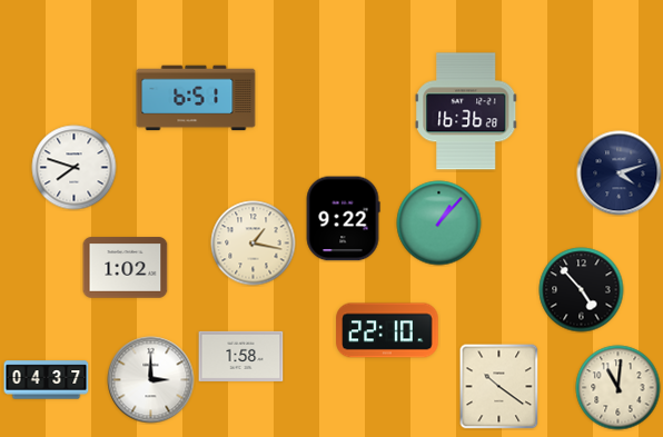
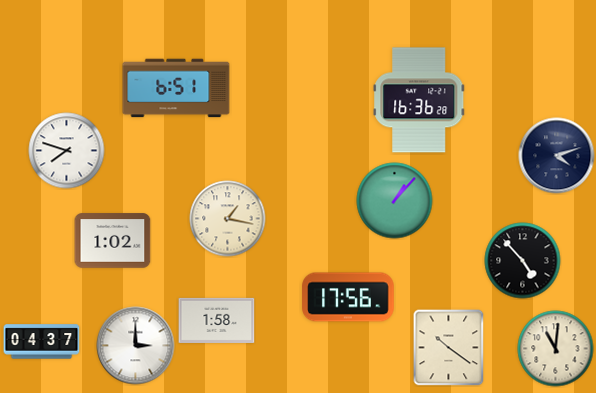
clock at (343, 219): 9:22 -> none
clock at (387, 330): 22:10 -> 17:56
clock at (151, 380) position: (151, 380) -> (136, 346)
